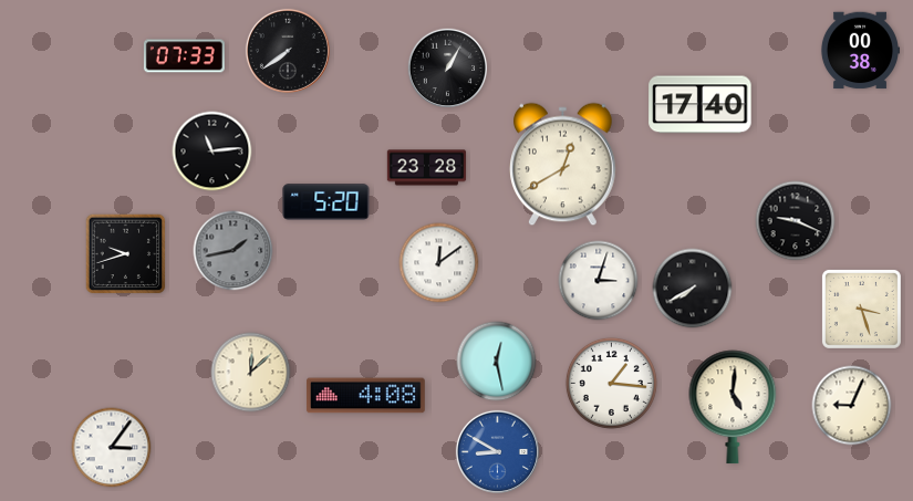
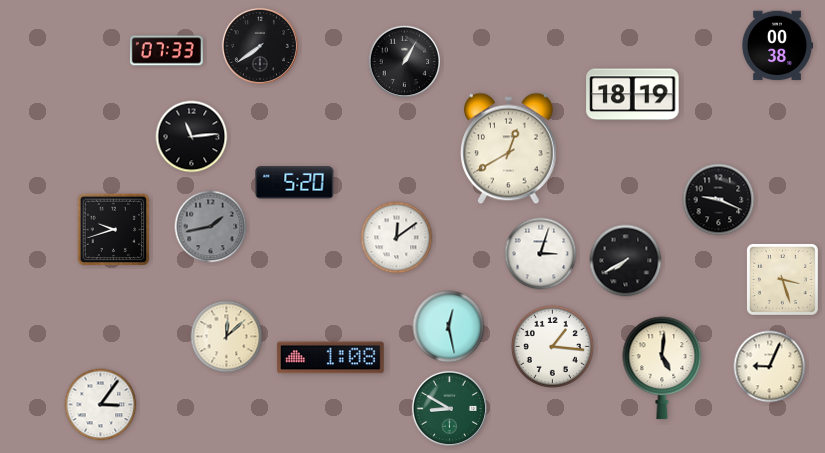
clock at (701, 105): 17:40 -> 18:19
clock at (427, 168): 23:28 -> none
clock at (861, 309) position: (861, 309) -> (782, 279)
clock at (365, 396): 4:08 -> 1:08
clock at (497, 451) dial: blue -> green
